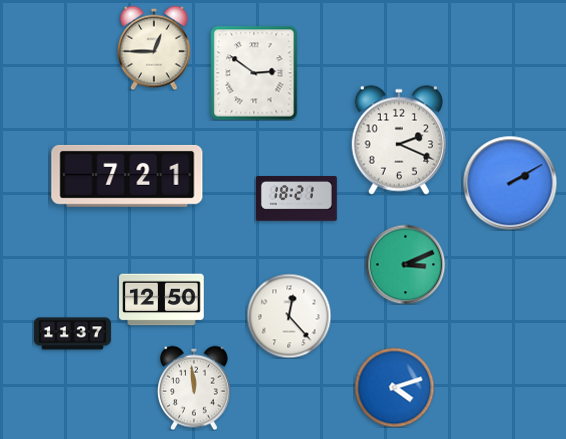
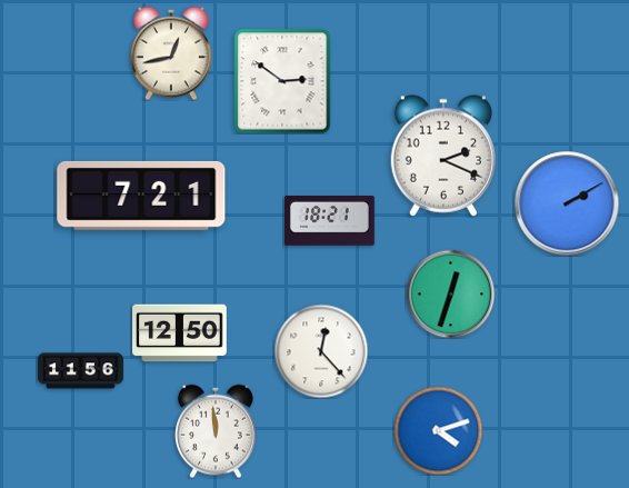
clock at (155, 48): 12:45 -> 12:43
clock at (405, 264): 3:11 -> 12:33
clock at (72, 334): 11:37 -> 11:56
